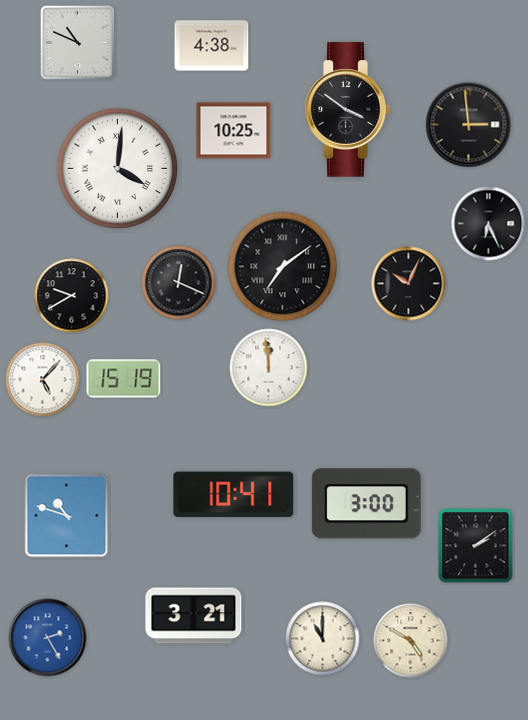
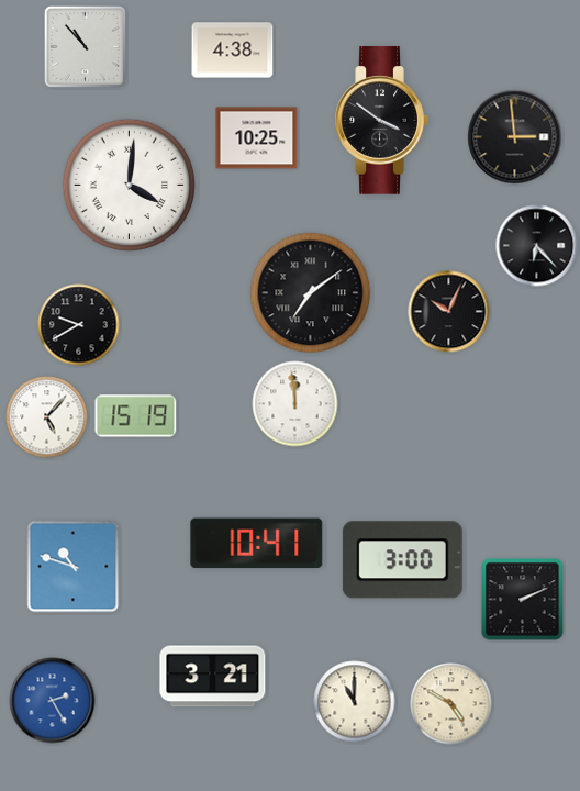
clock at (77, 42): 10:49 -> 10:53
clock at (234, 131) position: (234, 131) -> (257, 138)
clock at (489, 224): 6:26 -> 6:23
clock at (179, 283): 12:19 -> none
clock at (366, 504) position: (366, 504) -> (402, 560)
clock at (476, 546): 2:09 -> 2:11
